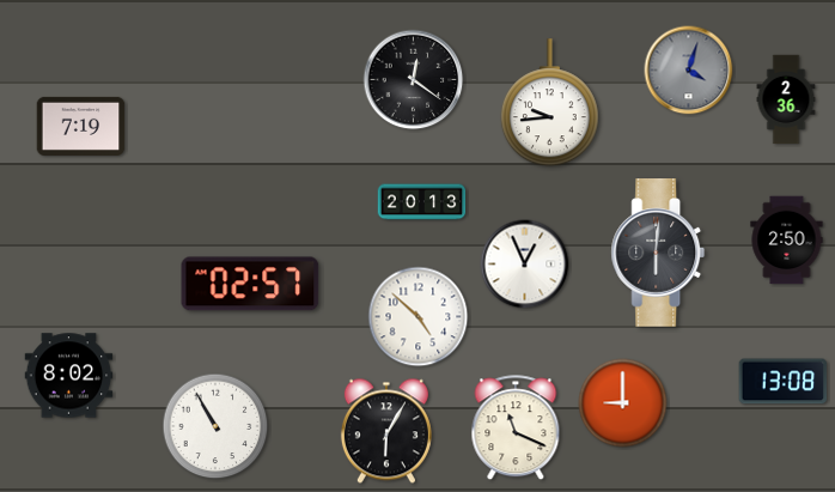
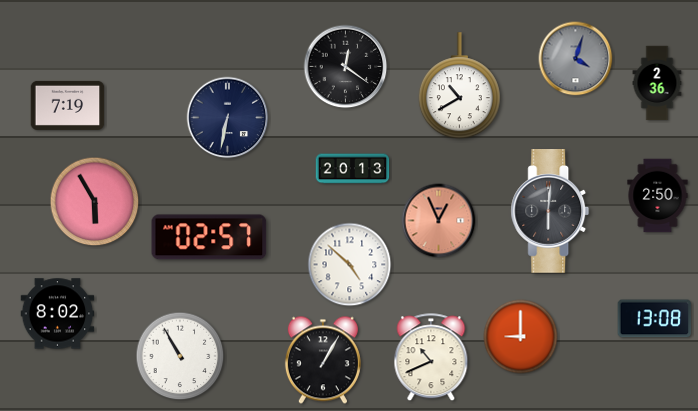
clock at (549, 103): 9:44 -> 10:40
clock at (228, 118): none -> 6:32
clock at (787, 241) position: (787, 241) -> (658, 196)
clock at (95, 202): none -> 5:55
clock at (525, 265) dial: white -> salmon
clock at (516, 429): 11:19 -> 10:41
clock at (386, 431): 6:05 -> 1:05
